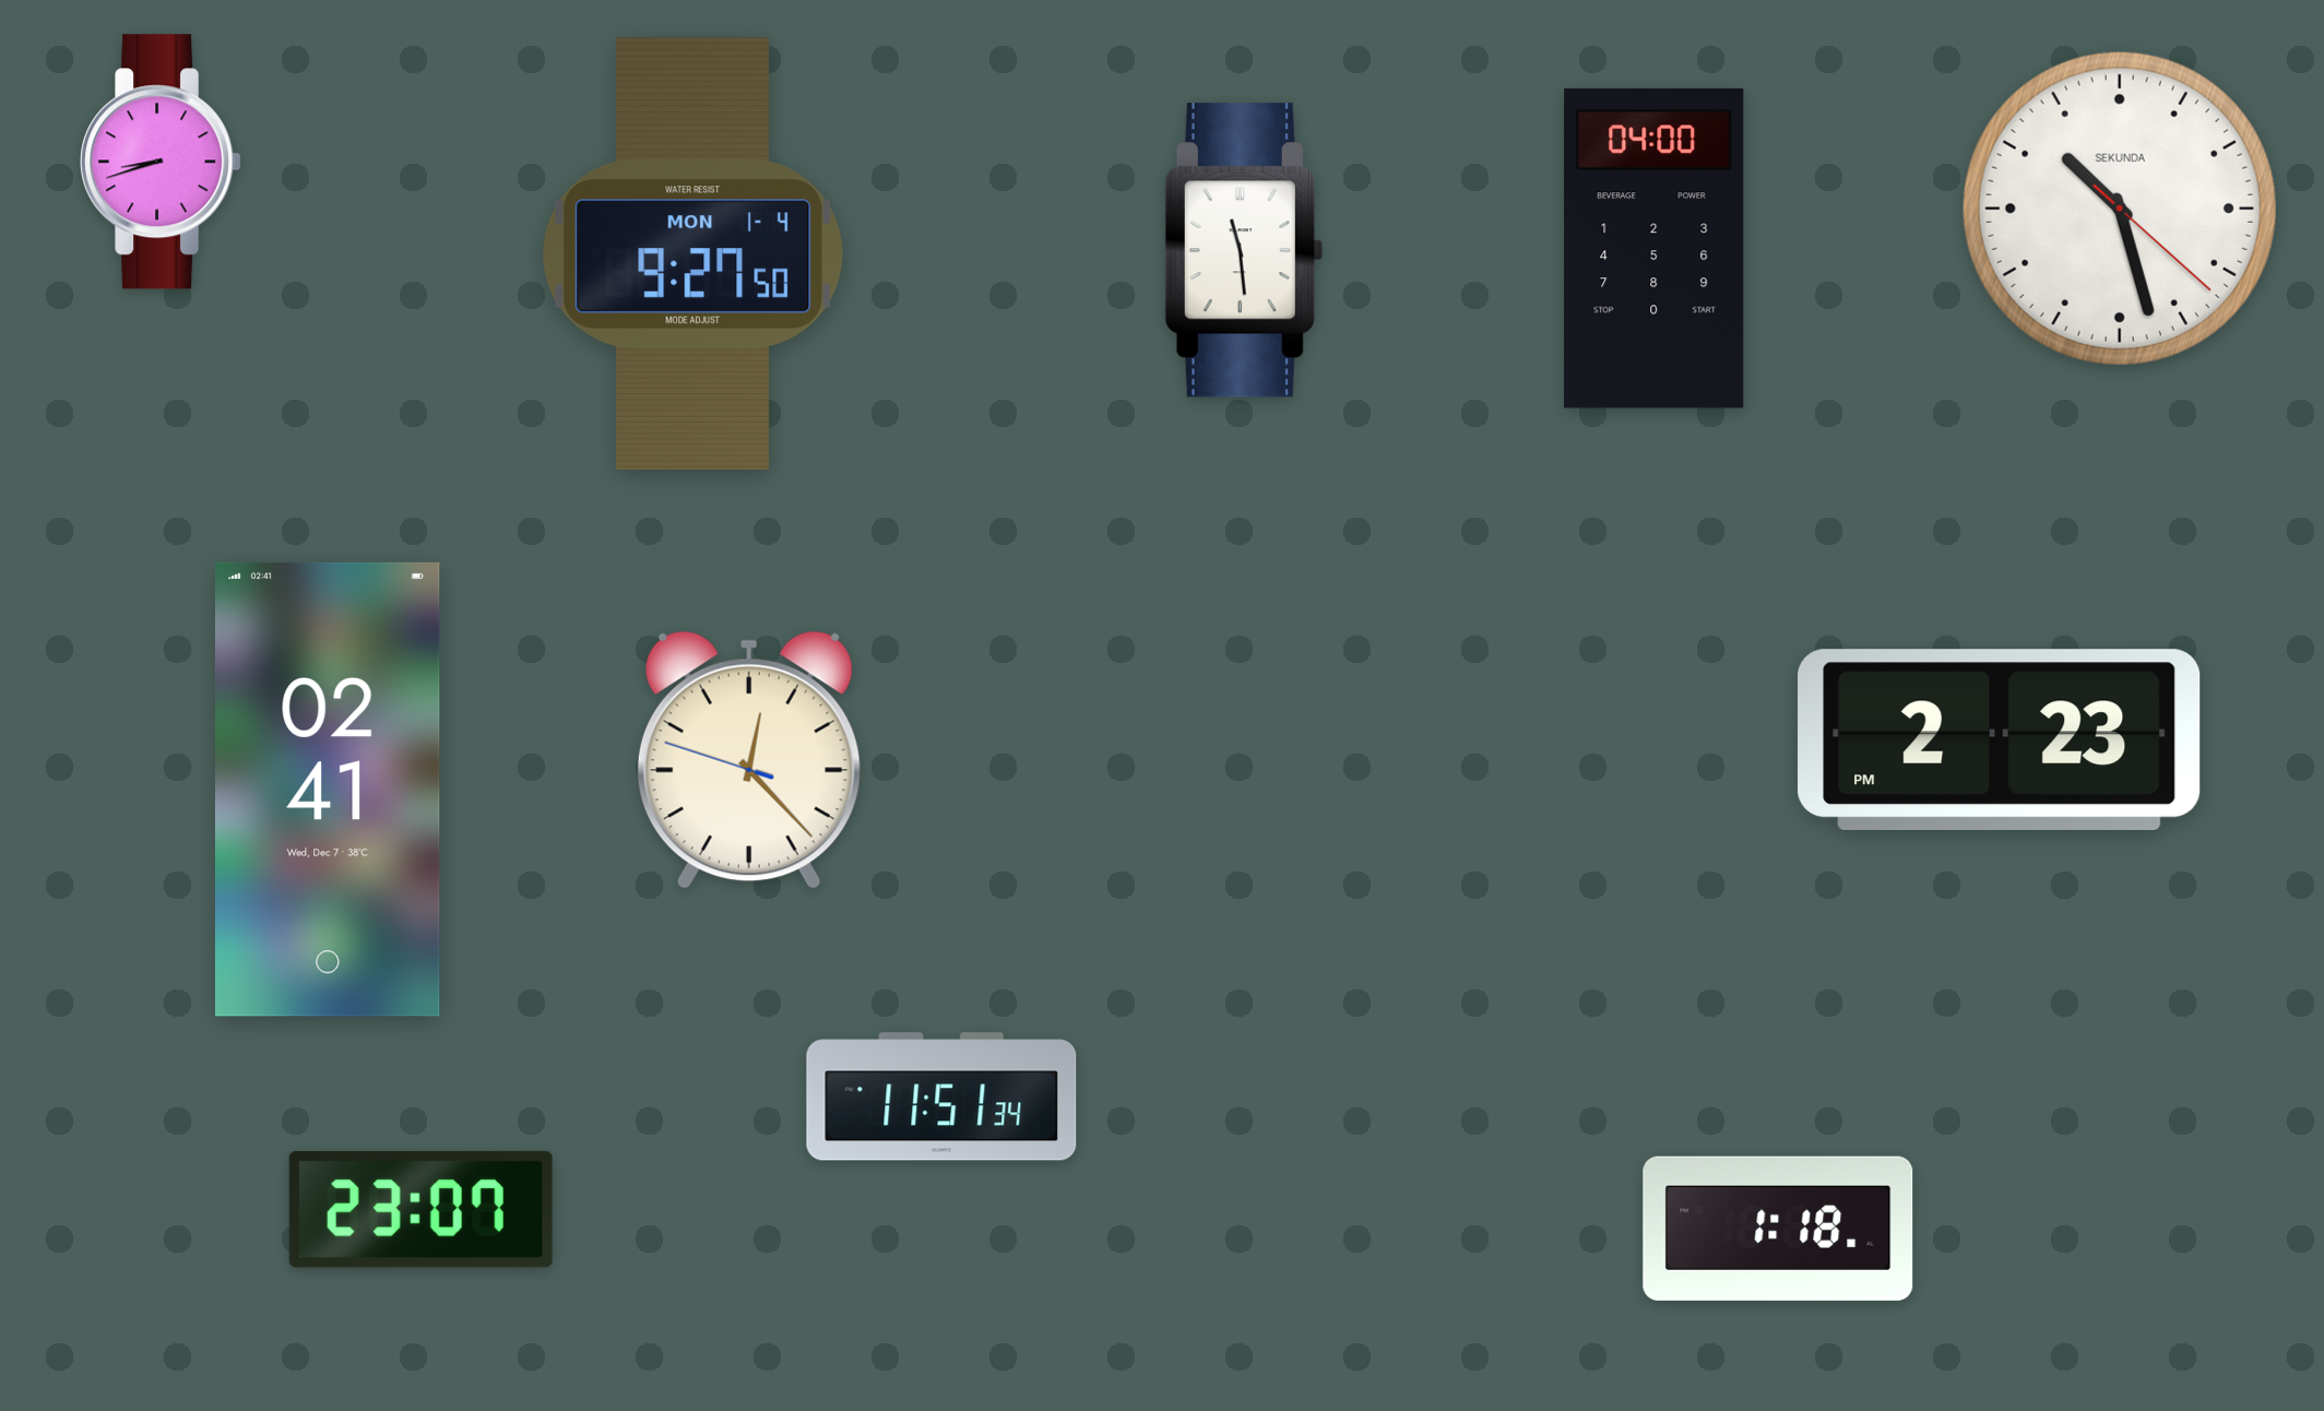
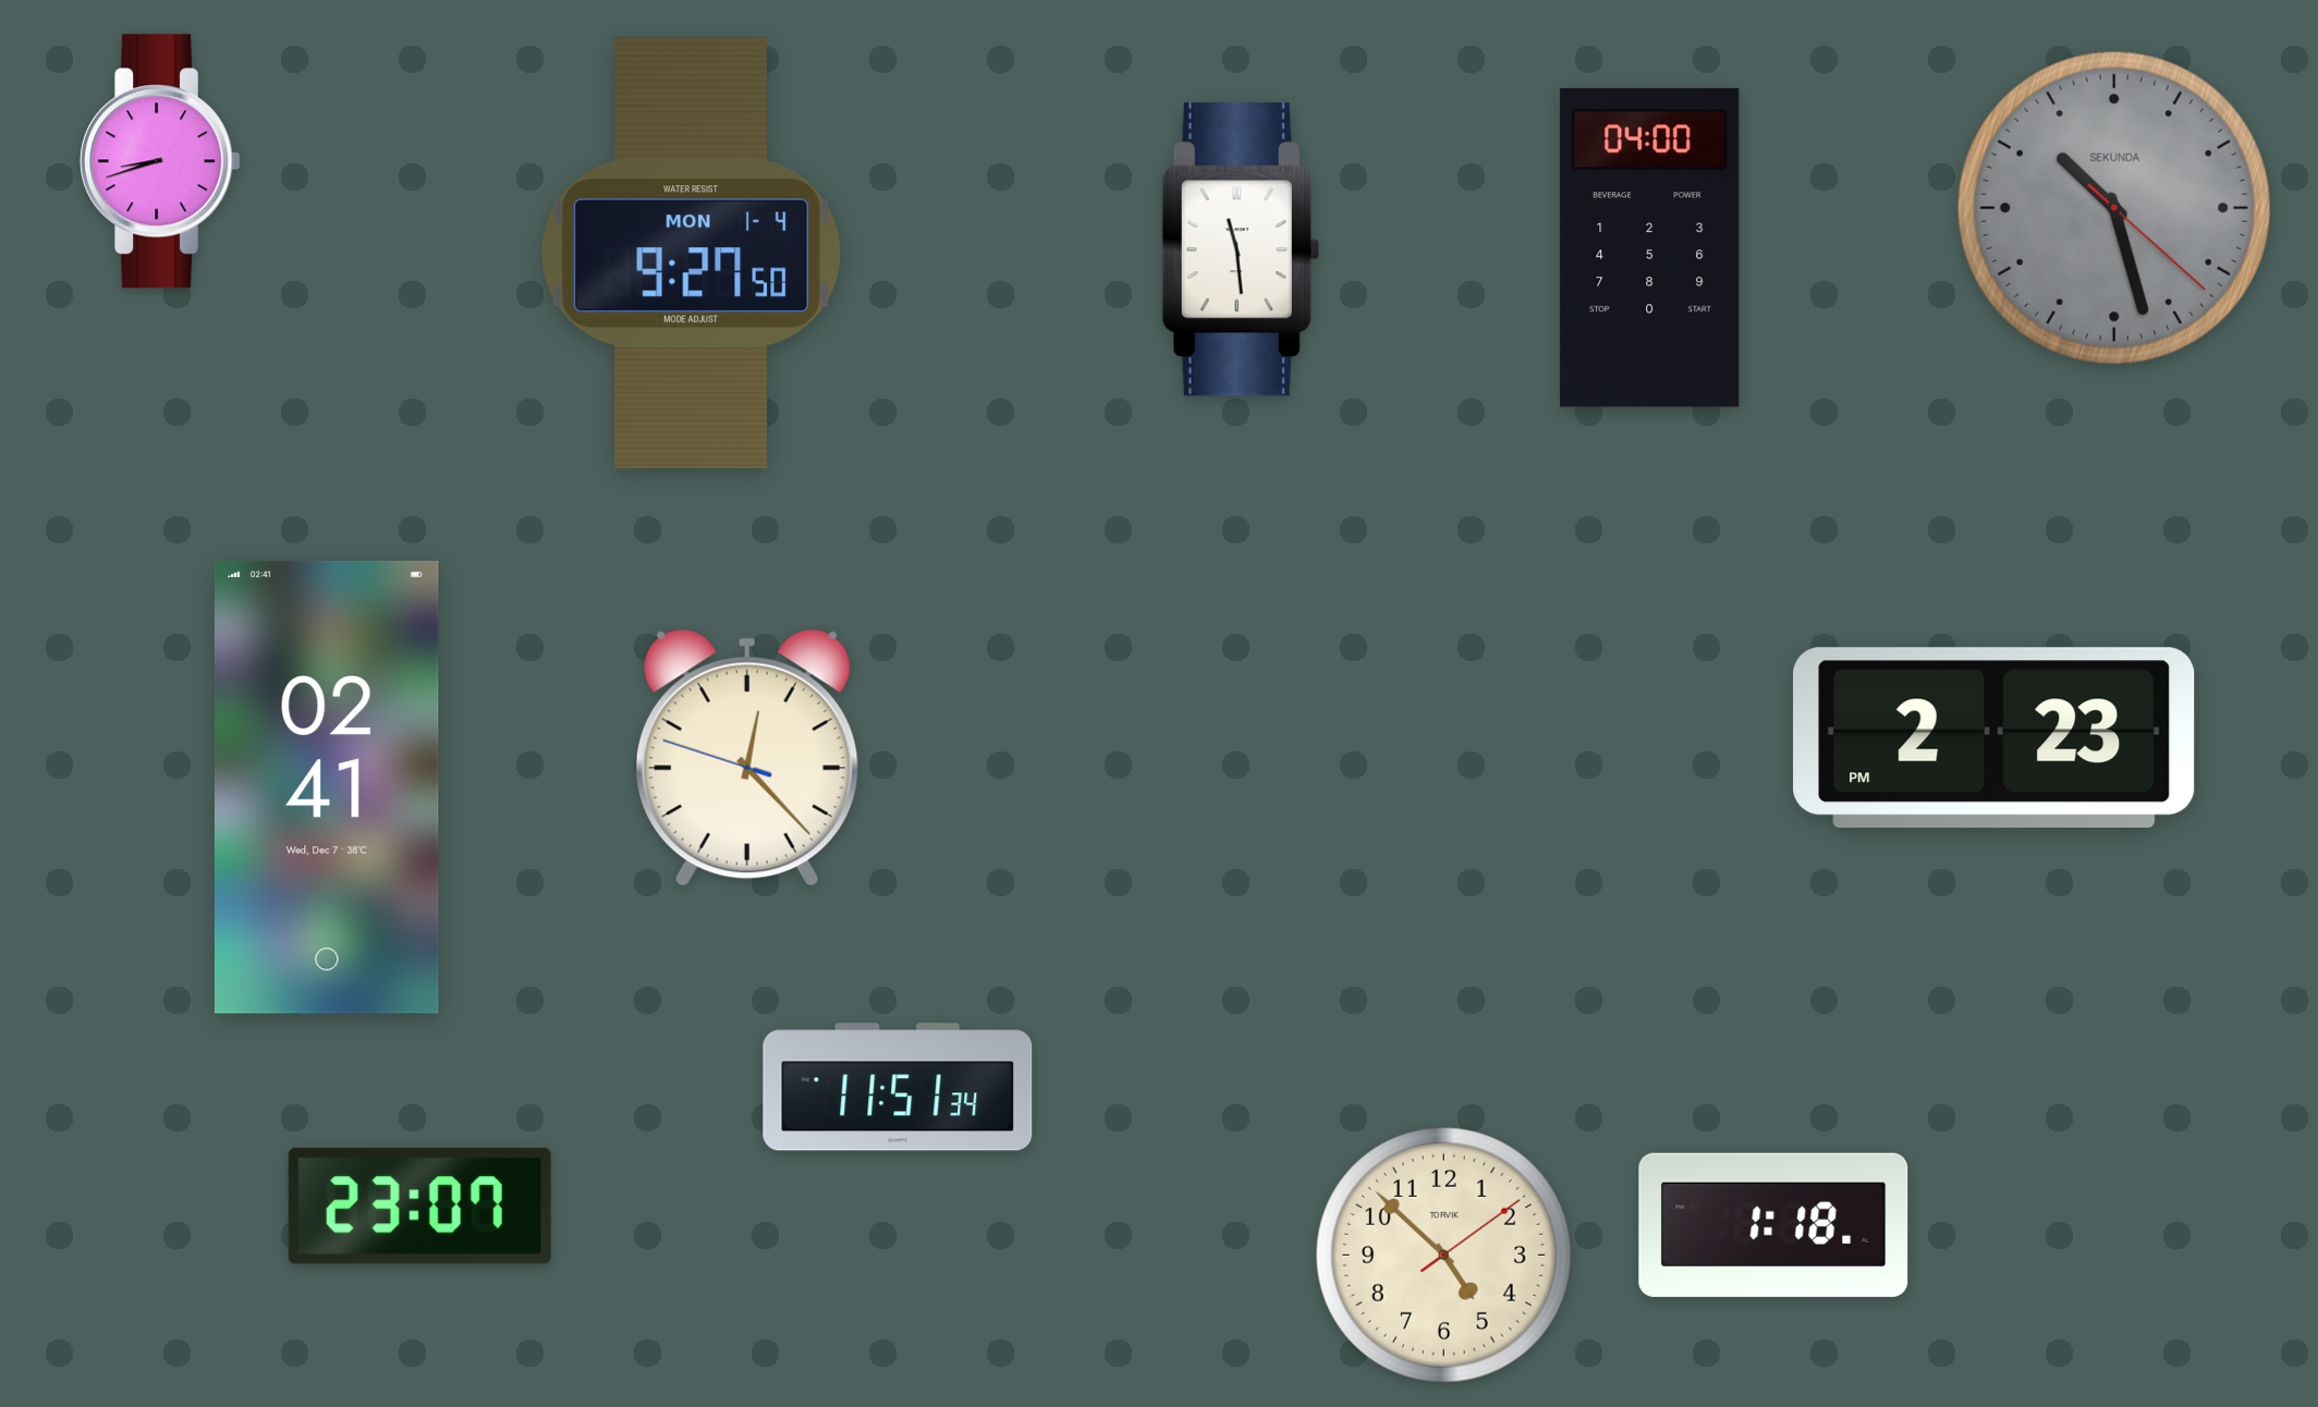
clock at (2120, 209) dial: white -> grey
clock at (941, 1096) position: (941, 1096) -> (898, 1087)
clock at (1443, 1255): none -> 4:52
